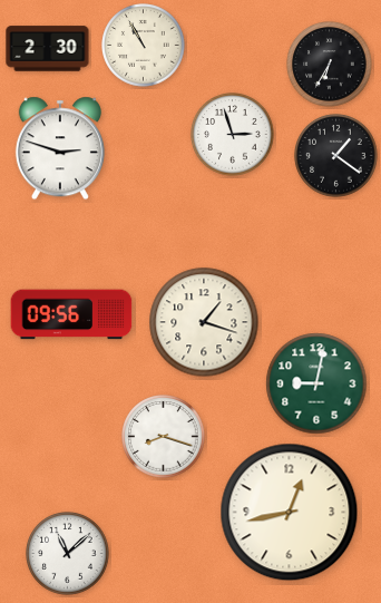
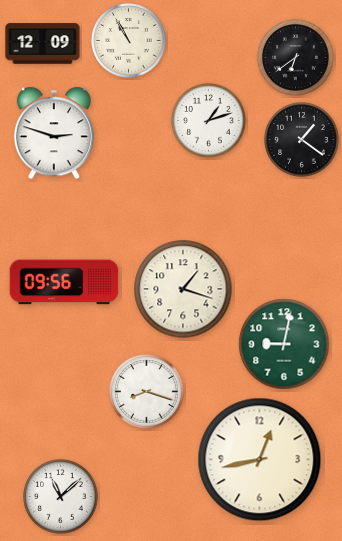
clock at (48, 49): 2:30 -> 12:09
clock at (330, 65): 6:35 -> 6:39
clock at (233, 135): 2:57 -> 1:12
